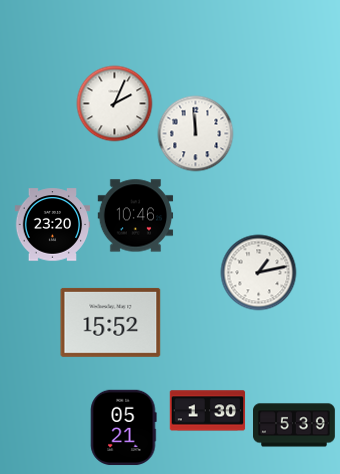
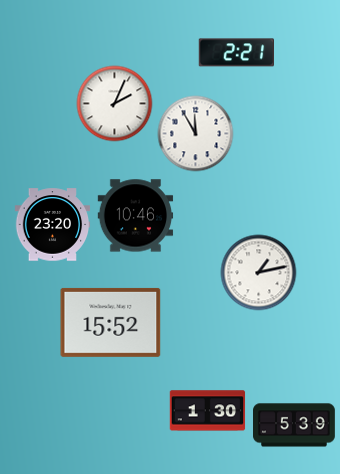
clock at (236, 53): none -> 2:21
clock at (196, 134): 11:59 -> 11:55
clock at (124, 428): 05:21 -> none
